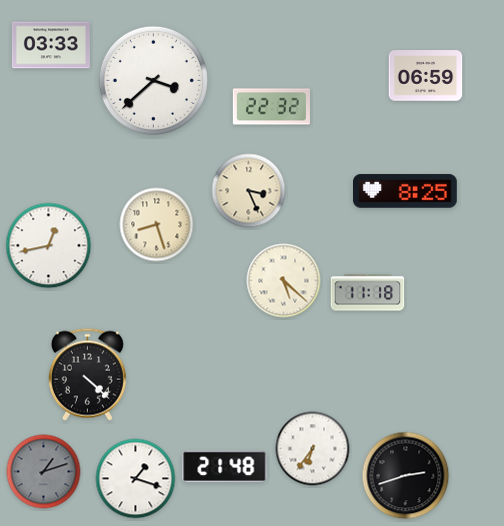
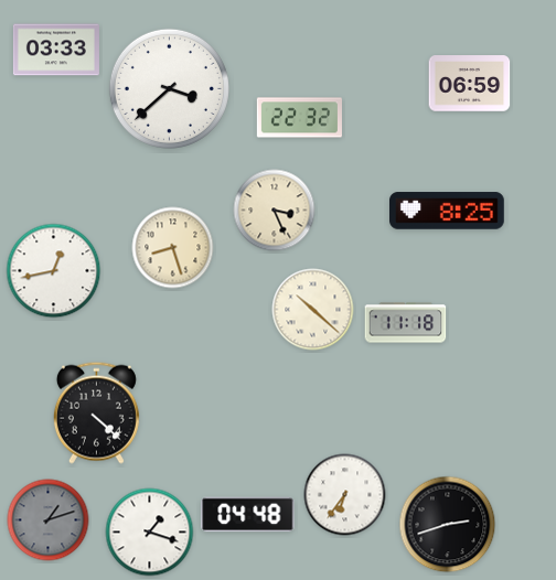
clock at (284, 281): 5:22 -> 10:22
clock at (225, 467): 21:48 -> 04:48
clock at (136, 479) position: (136, 479) -> (150, 533)
